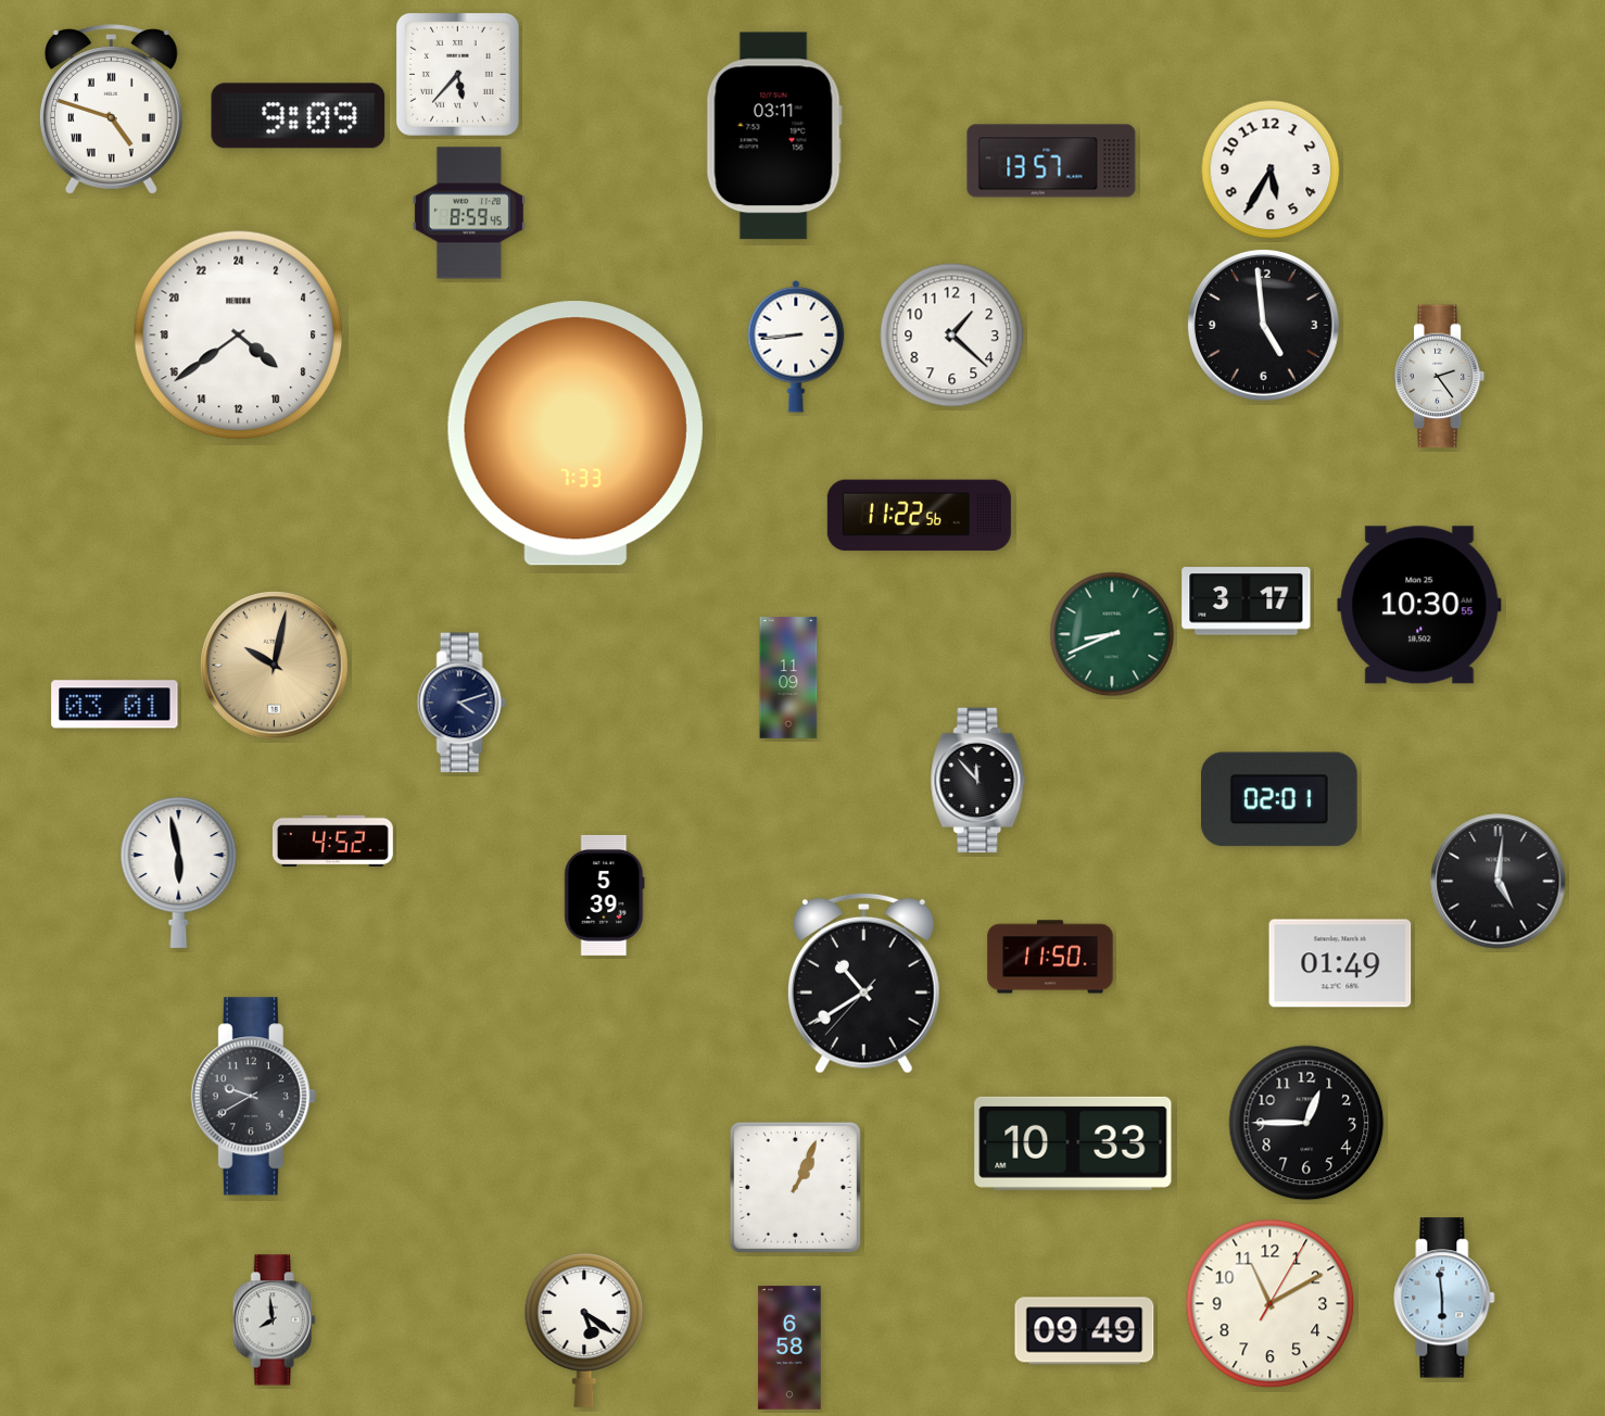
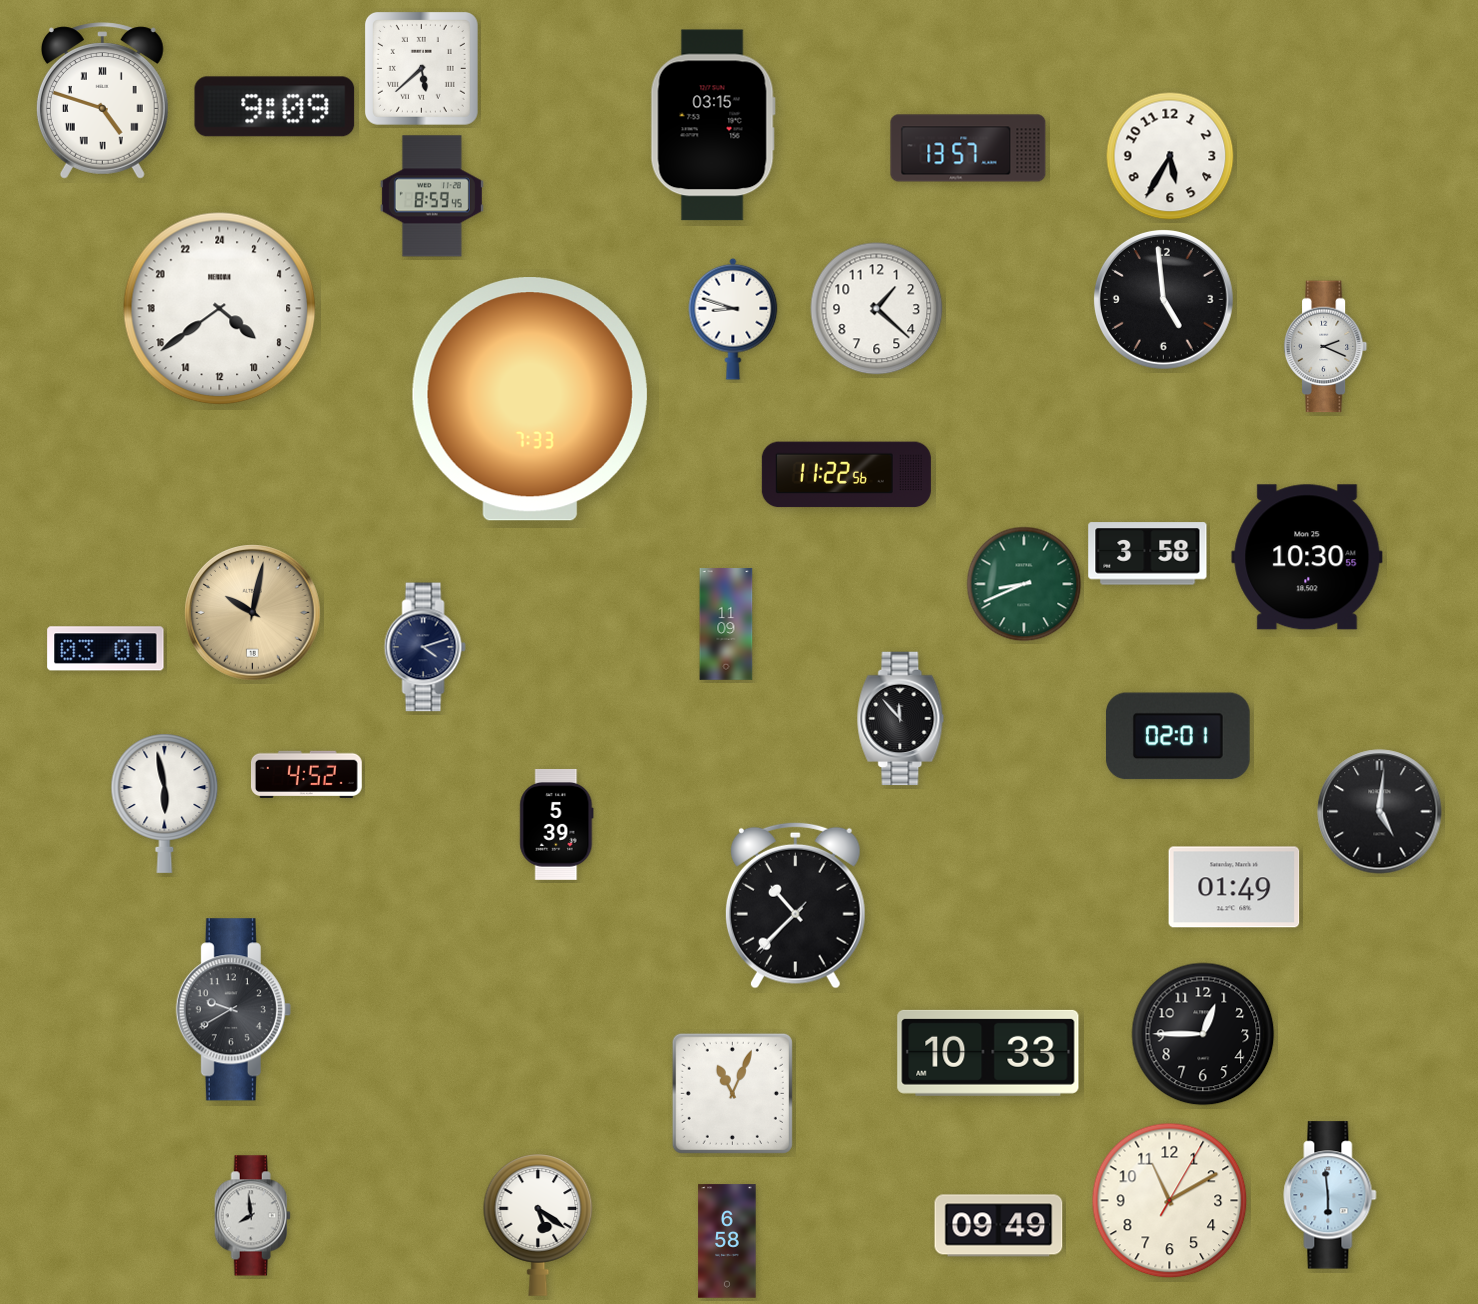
clock at (457, 74): 5:37 -> 5:38
clock at (774, 136): 03:11 -> 03:15
clock at (796, 346): 8:44 -> 8:48
clock at (1440, 377): 2:24 -> 2:19
clock at (1247, 602): 3:17 -> 3:58
clock at (1050, 957): 11:50 -> none
clock at (863, 983): 10:39 -> 10:37
clock at (795, 1187): 1:04 -> 11:04
